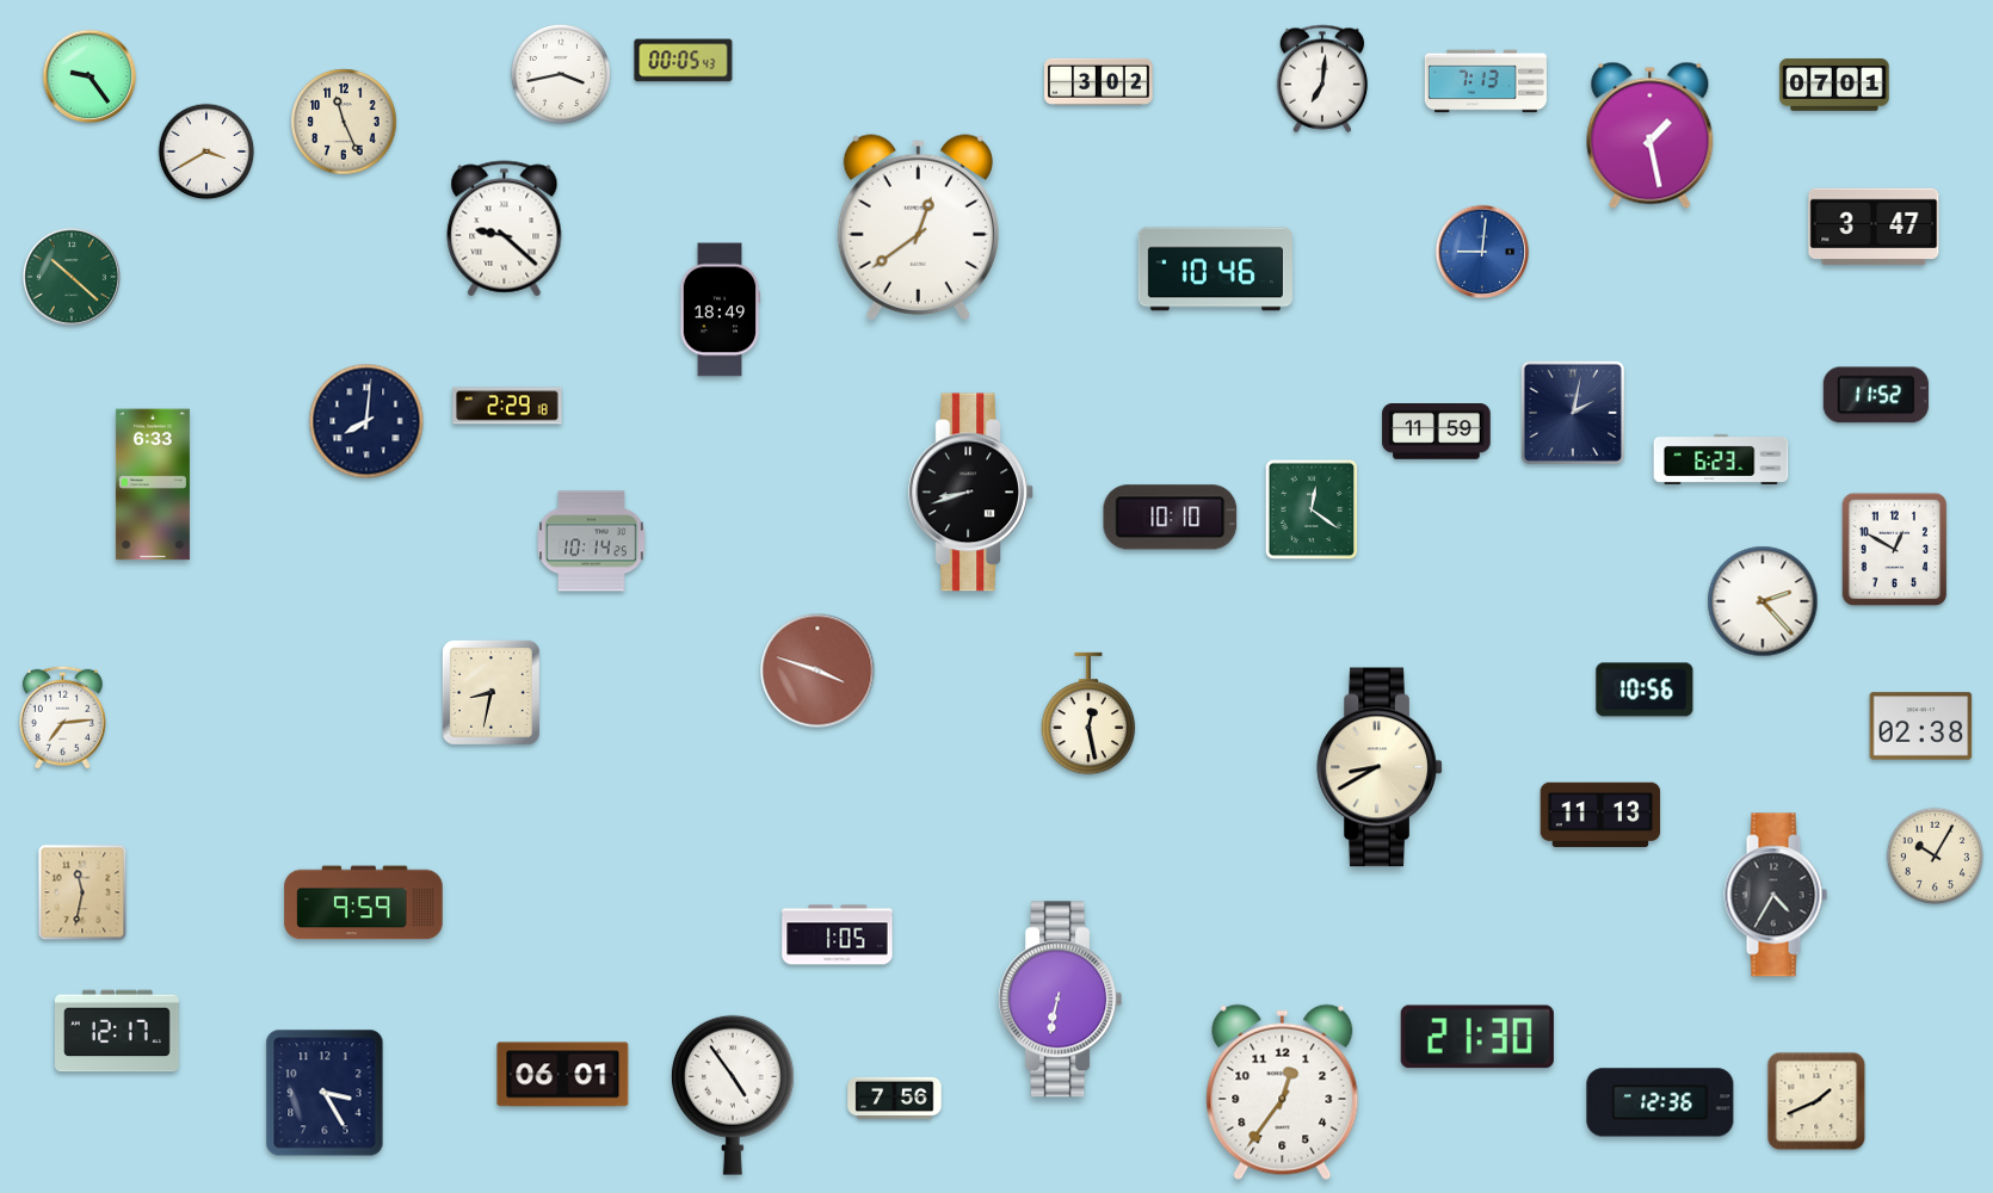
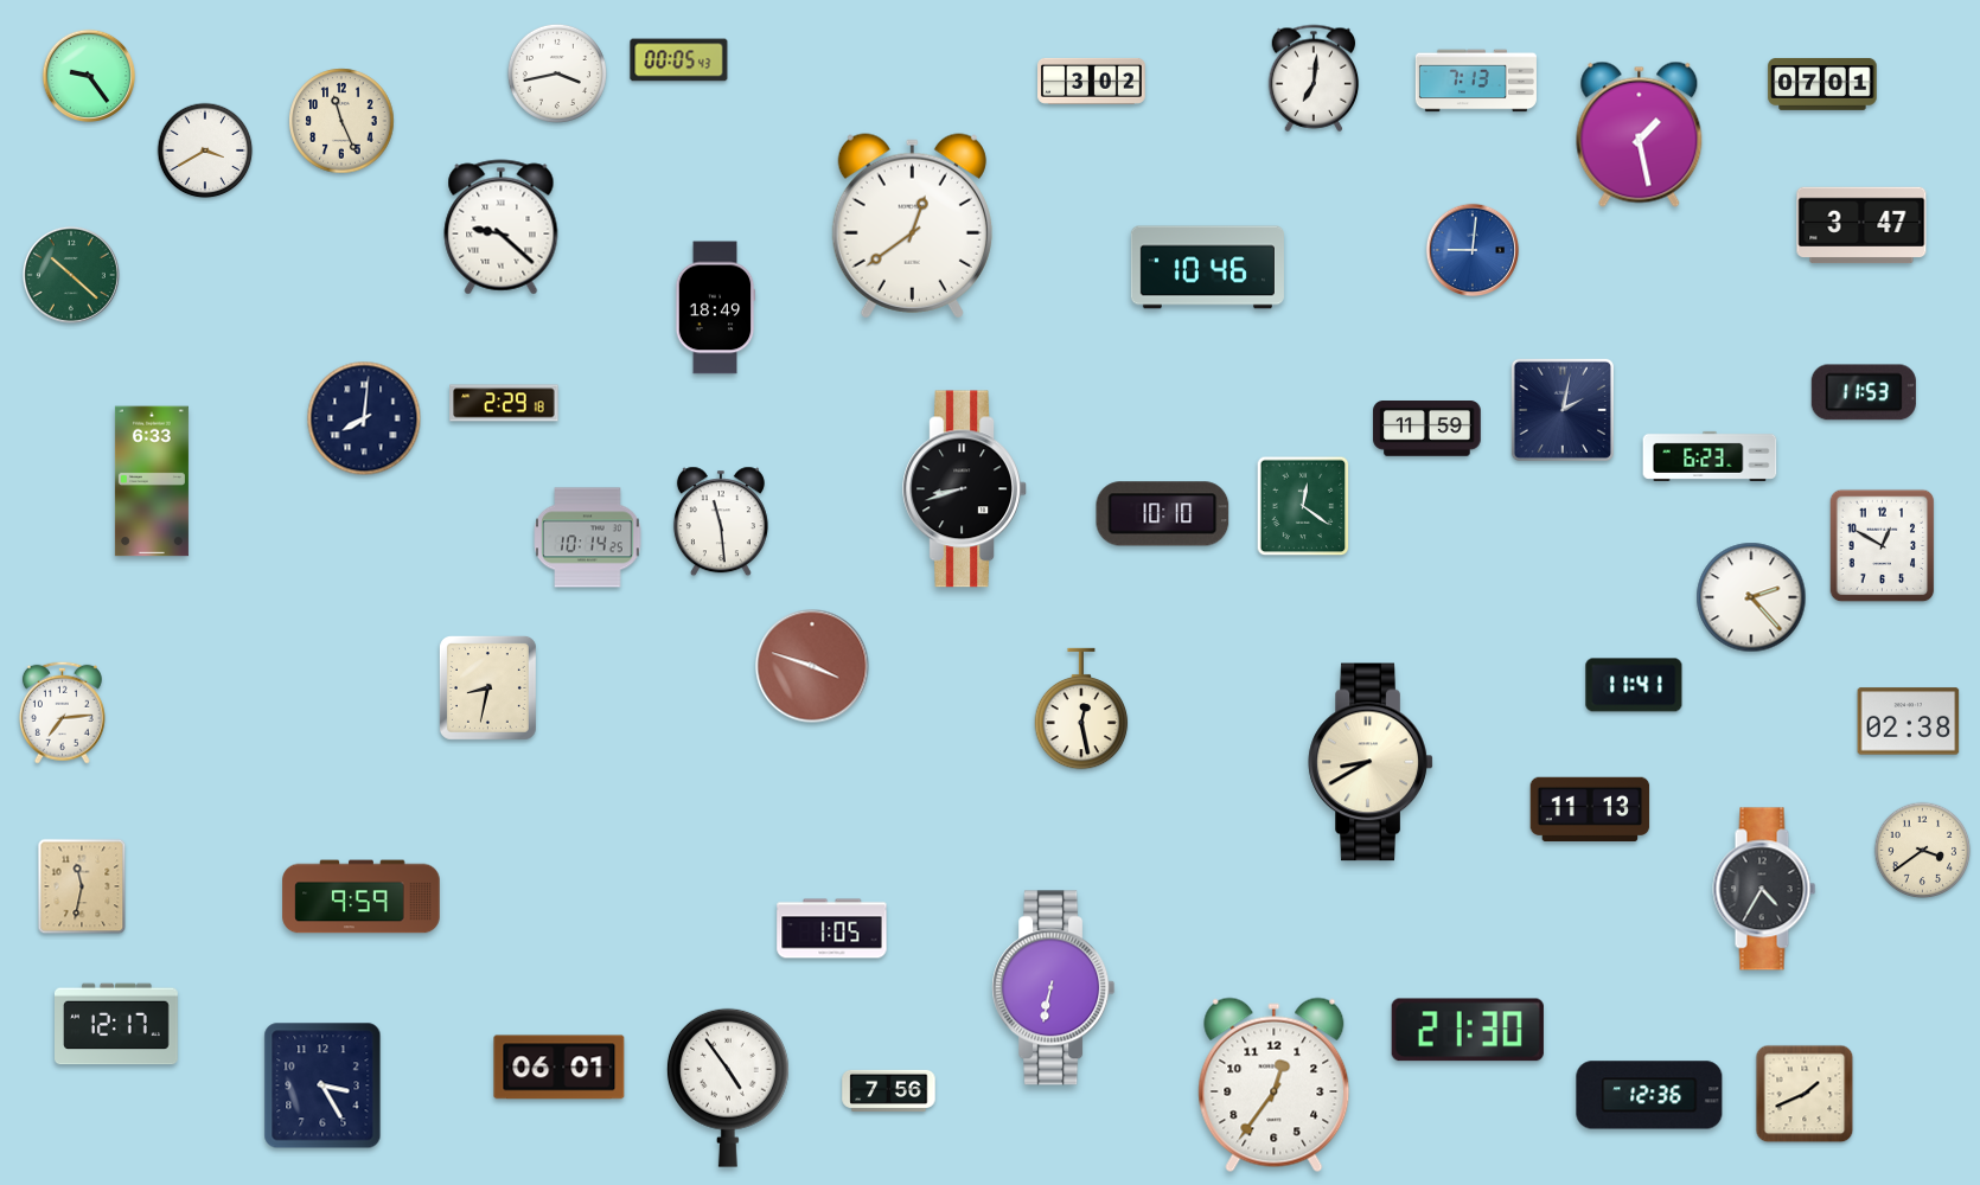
clock at (1876, 395): 11:52 -> 11:53
clock at (721, 521): none -> 11:29
clock at (1645, 690): 10:56 -> 11:41
clock at (1936, 857): 10:05 -> 3:39
clock at (1061, 1000) position: (1061, 1000) -> (1054, 988)
